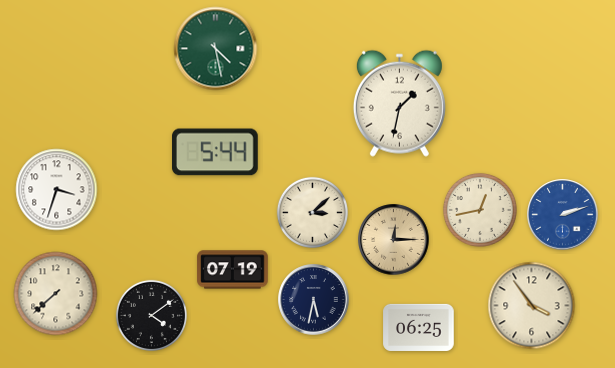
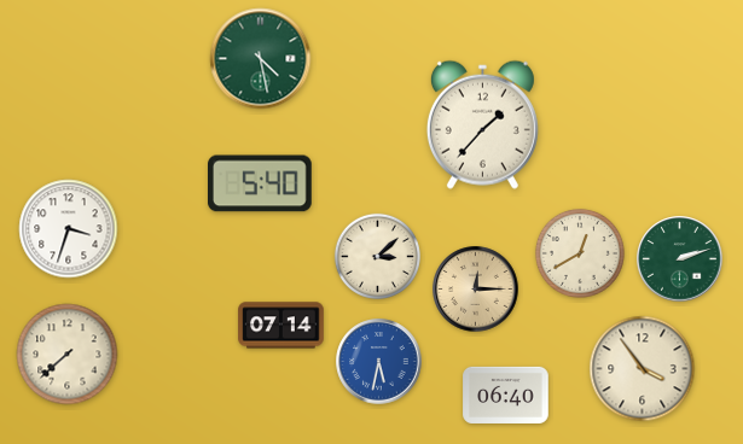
clock at (399, 103): 1:32 -> 1:37
clock at (216, 152): 5:44 -> 5:40
clock at (480, 210): 12:43 -> 12:40
clock at (563, 215) dial: blue -> green
clock at (233, 270): 07:19 -> 07:14
clock at (314, 300) dial: navy -> blue
clock at (151, 315): 4:09 -> none
clock at (419, 327): 06:25 -> 06:40
